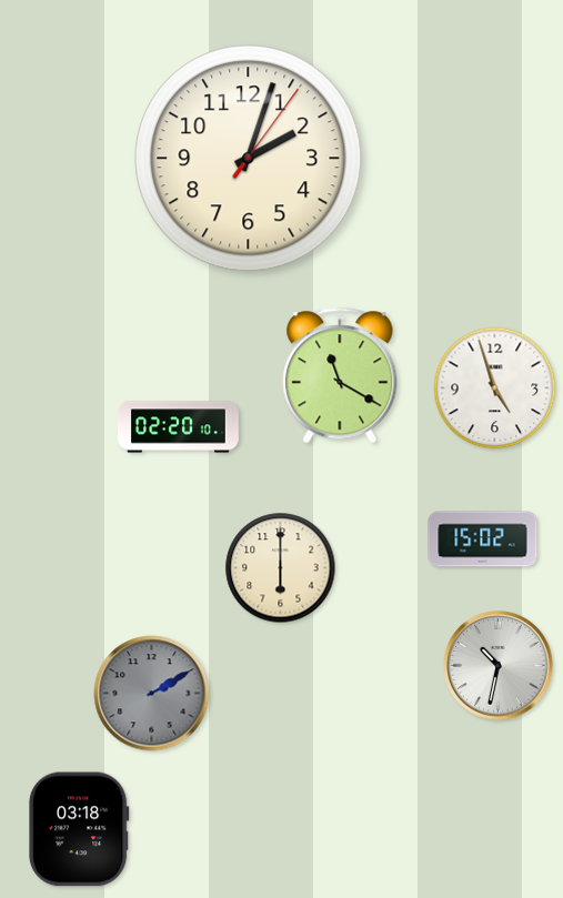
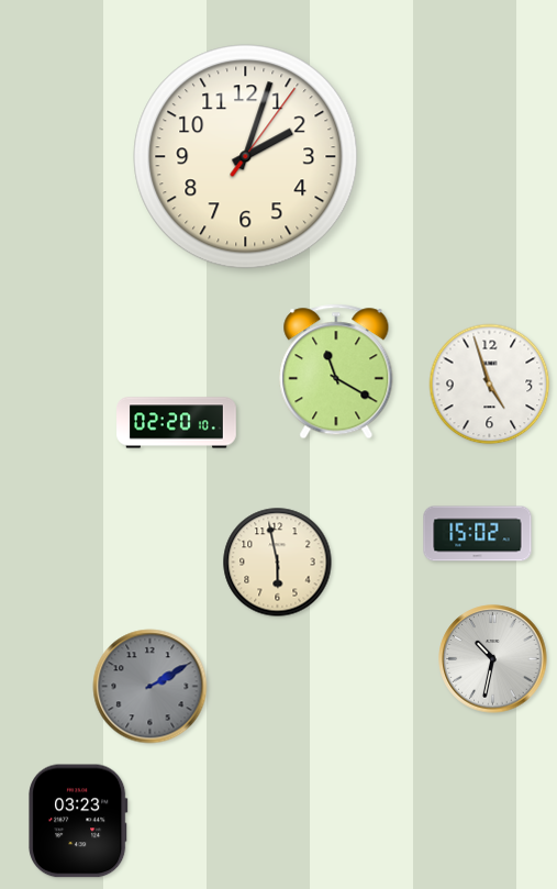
clock at (281, 568): 6:00 -> 5:58
clock at (79, 829): 03:18 -> 03:23
